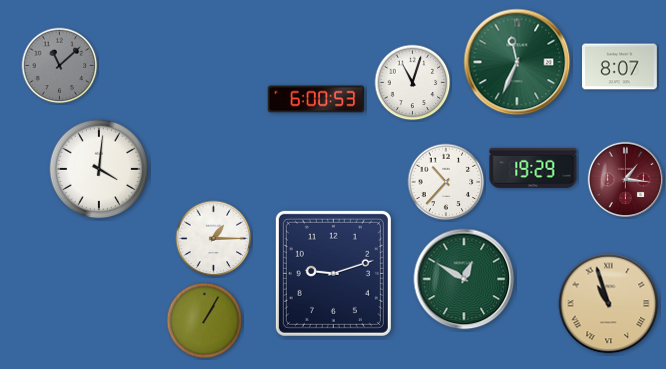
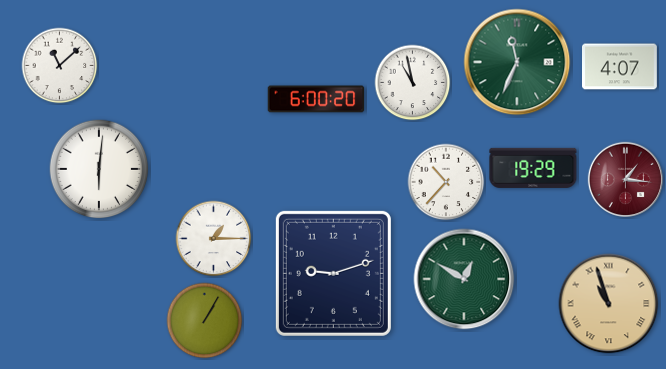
clock at (60, 66) dial: grey -> white
clock at (620, 67): 8:07 -> 4:07
clock at (413, 83): 11:03 -> 10:58
clock at (316, 99): 6:00:53 -> 6:00:20
clock at (99, 169): 4:01 -> 6:01
